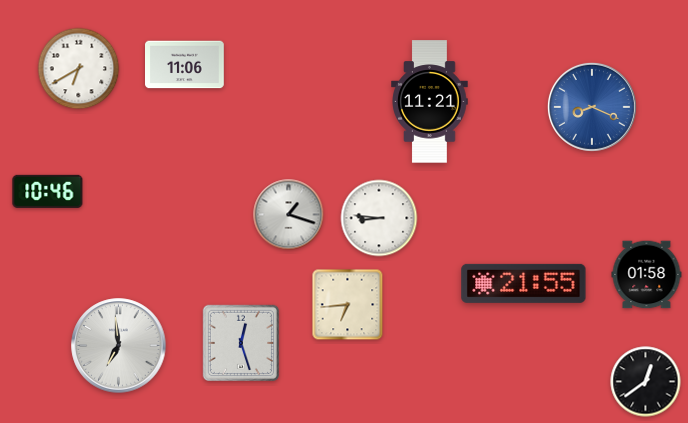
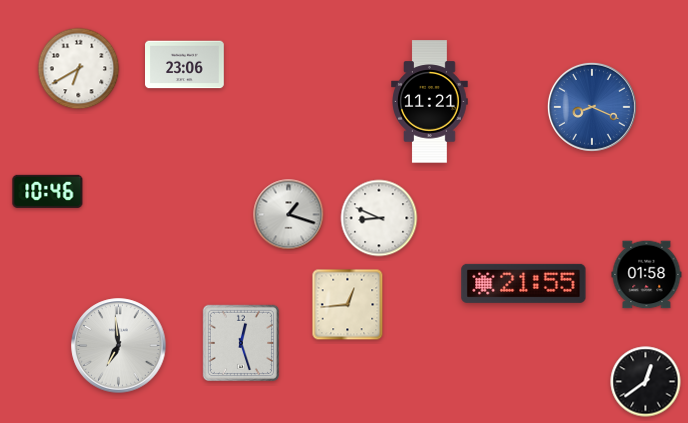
clock at (185, 65): 11:06 -> 23:06
clock at (379, 218): 8:46 -> 8:49
clock at (348, 305): 6:44 -> 12:44
